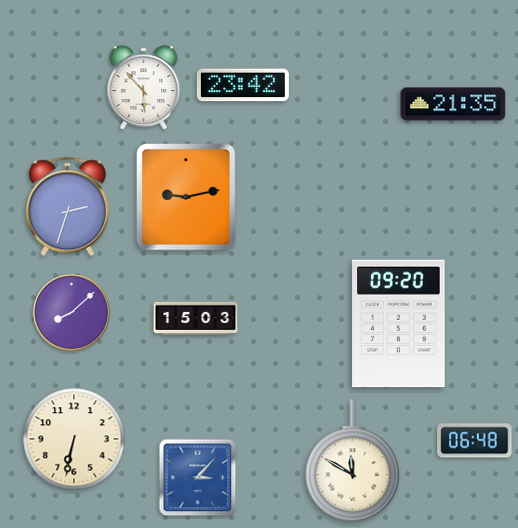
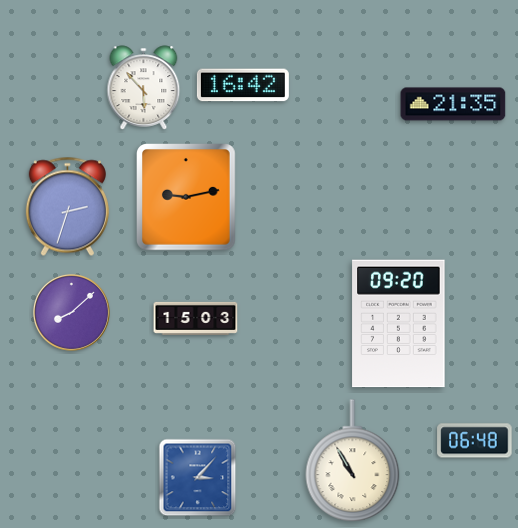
clock at (243, 85): 23:42 -> 16:42
clock at (74, 439): 6:32 -> none
clock at (353, 461): 11:50 -> 10:55
